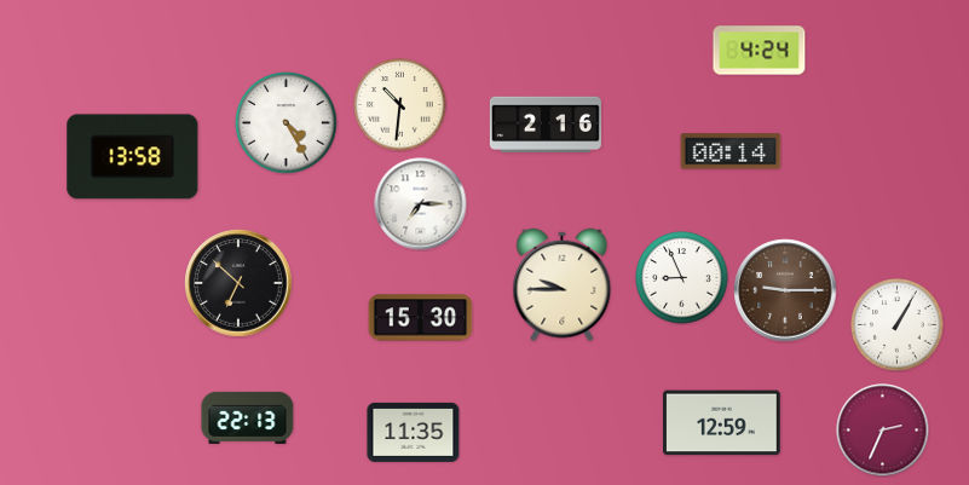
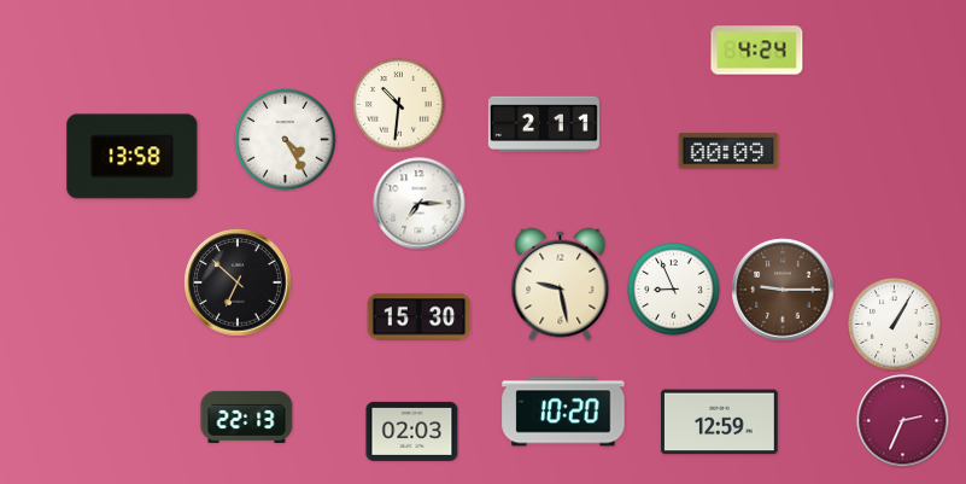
clock at (287, 123) position: (287, 123) -> (286, 140)
clock at (546, 125): 2:16 -> 2:11
clock at (731, 151): 00:14 -> 00:09
clock at (682, 278) position: (682, 278) -> (674, 290)
clock at (563, 285): 9:45 -> 9:28
clock at (563, 412): none -> 10:20
clock at (883, 431) position: (883, 431) -> (903, 421)
clock at (414, 432): 11:35 -> 02:03
